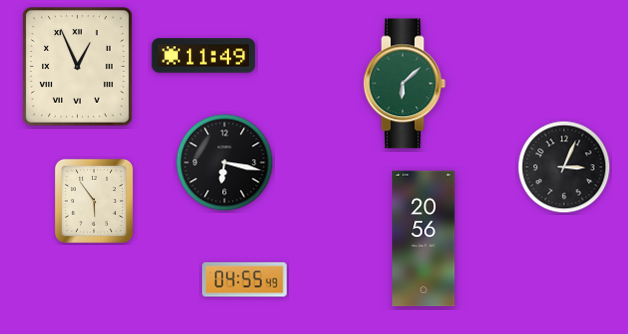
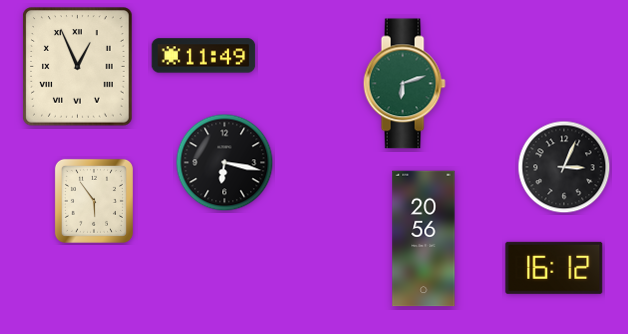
clock at (404, 84): 6:08 -> 6:12
clock at (554, 268): none -> 16:12
clock at (245, 280): 04:55 -> none
